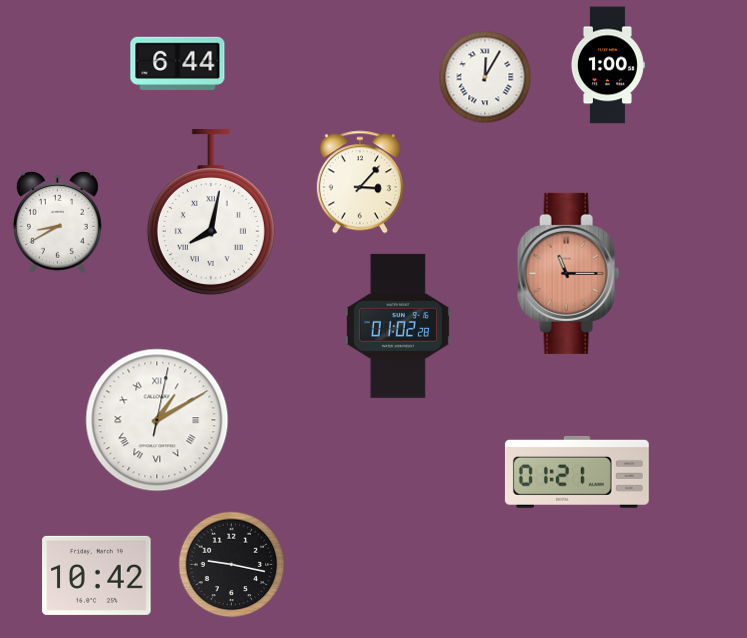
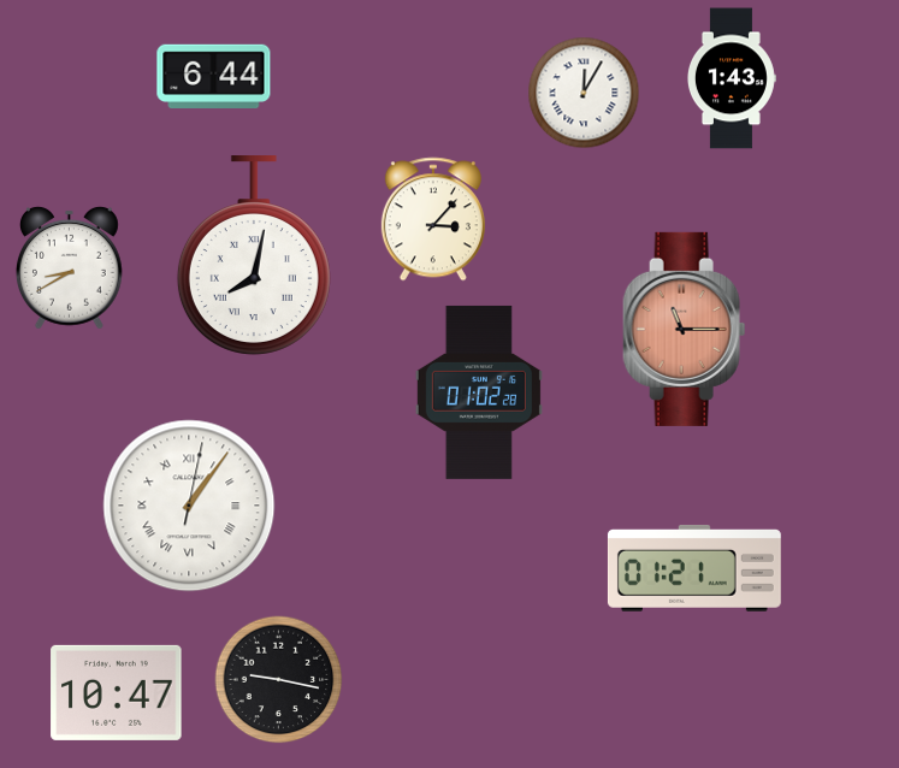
clock at (607, 65): 1:00 -> 1:43
clock at (157, 420): 1:10 -> 1:06
clock at (97, 575): 10:42 -> 10:47
